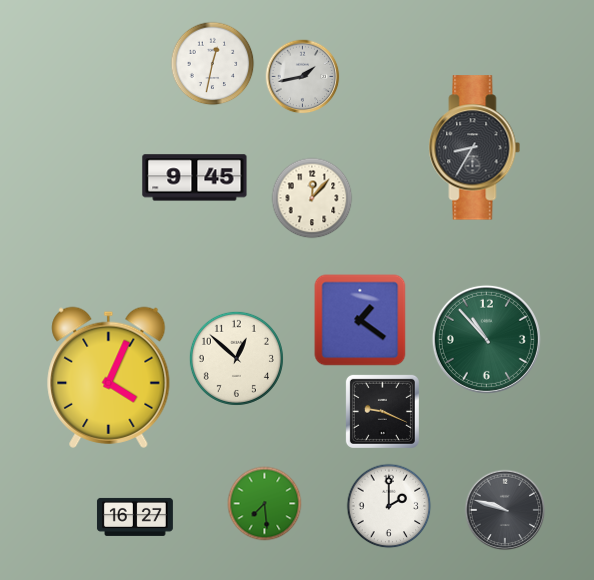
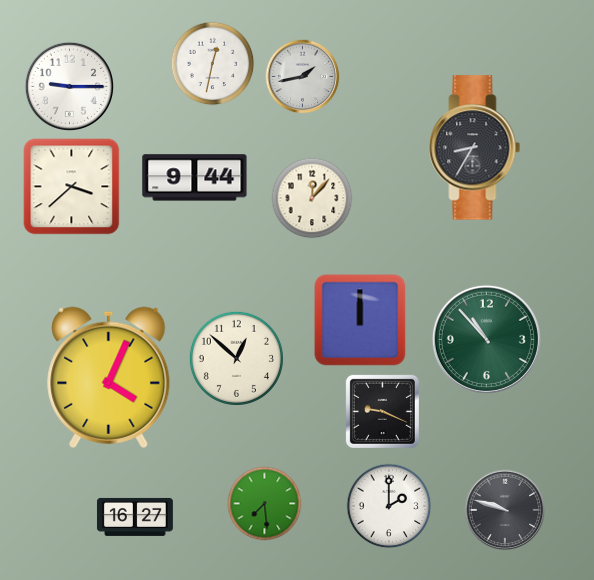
clock at (70, 87): none -> 9:15
clock at (195, 178): 9:45 -> 9:44
clock at (72, 187): none -> 3:38
clock at (360, 320): 1:21 -> 12:00
